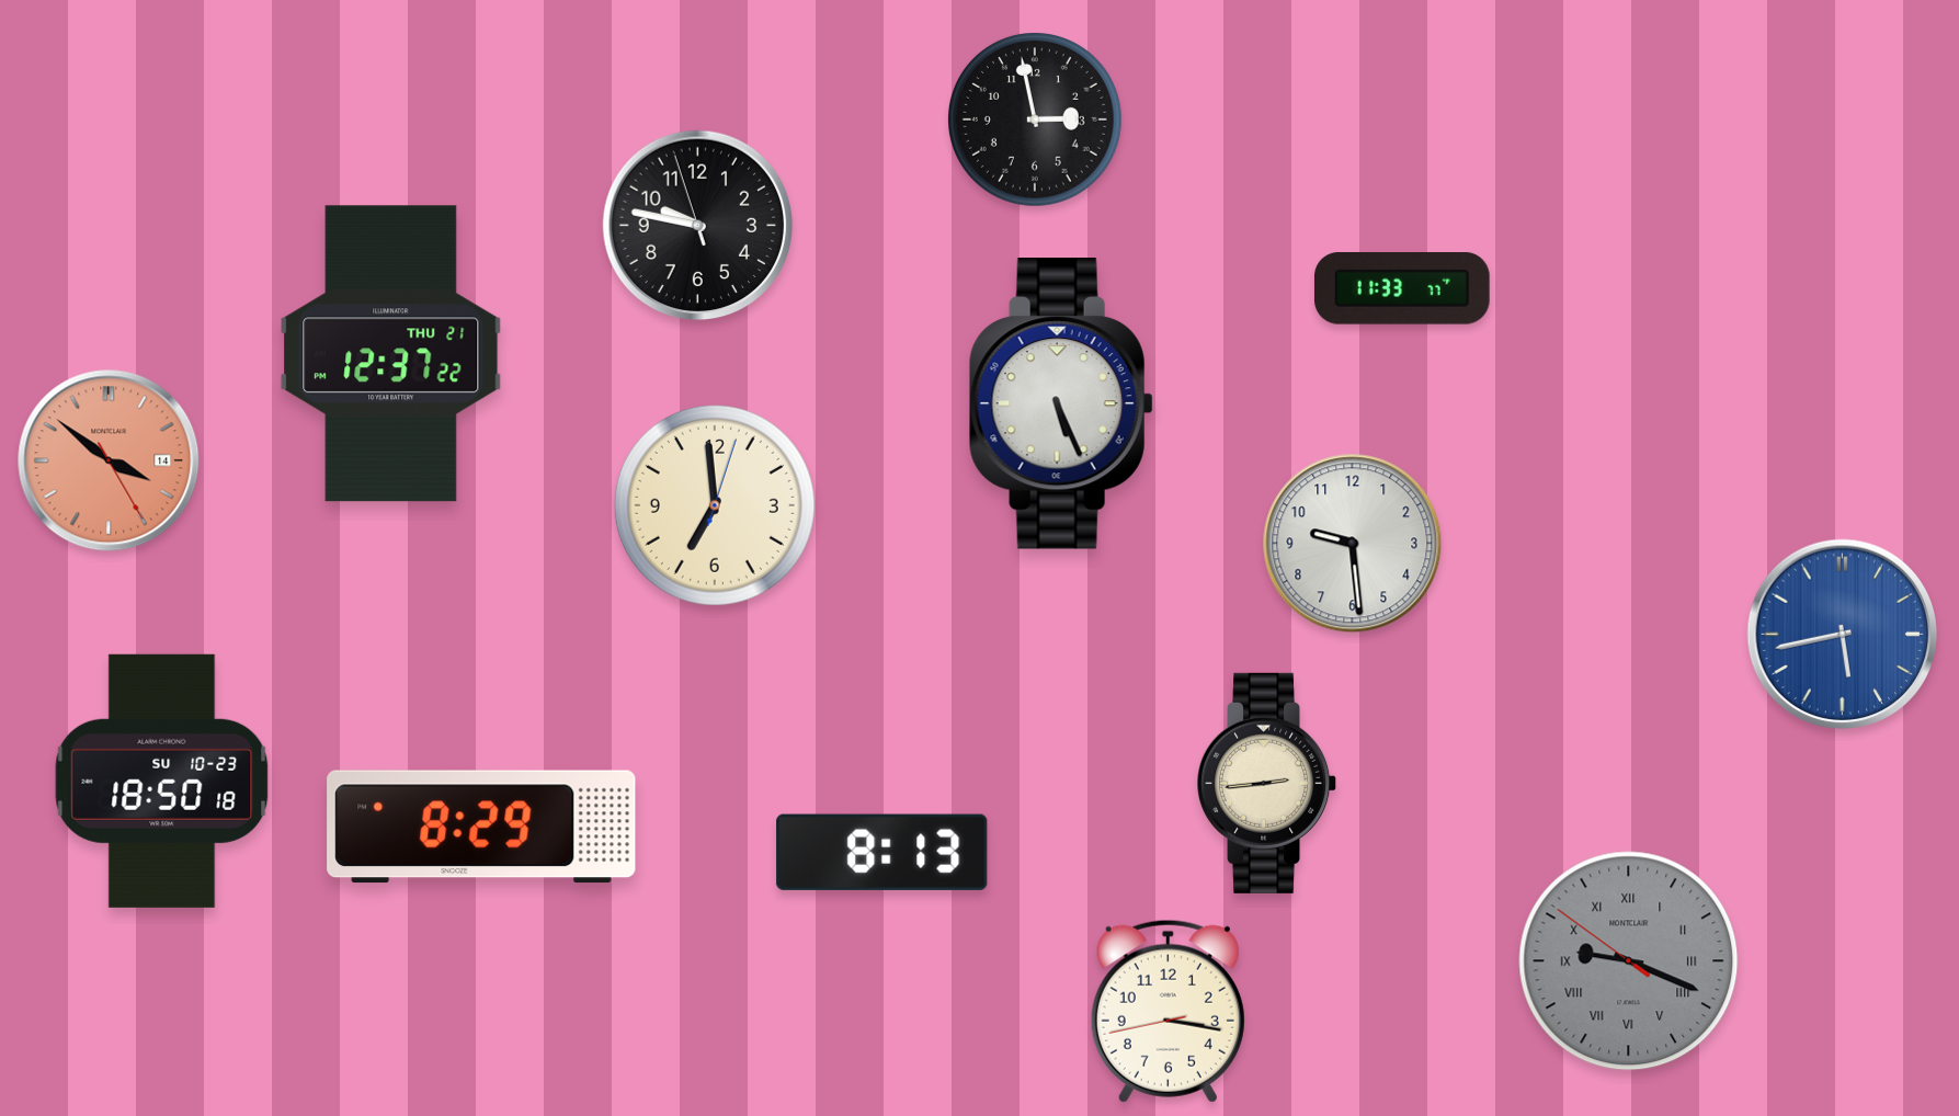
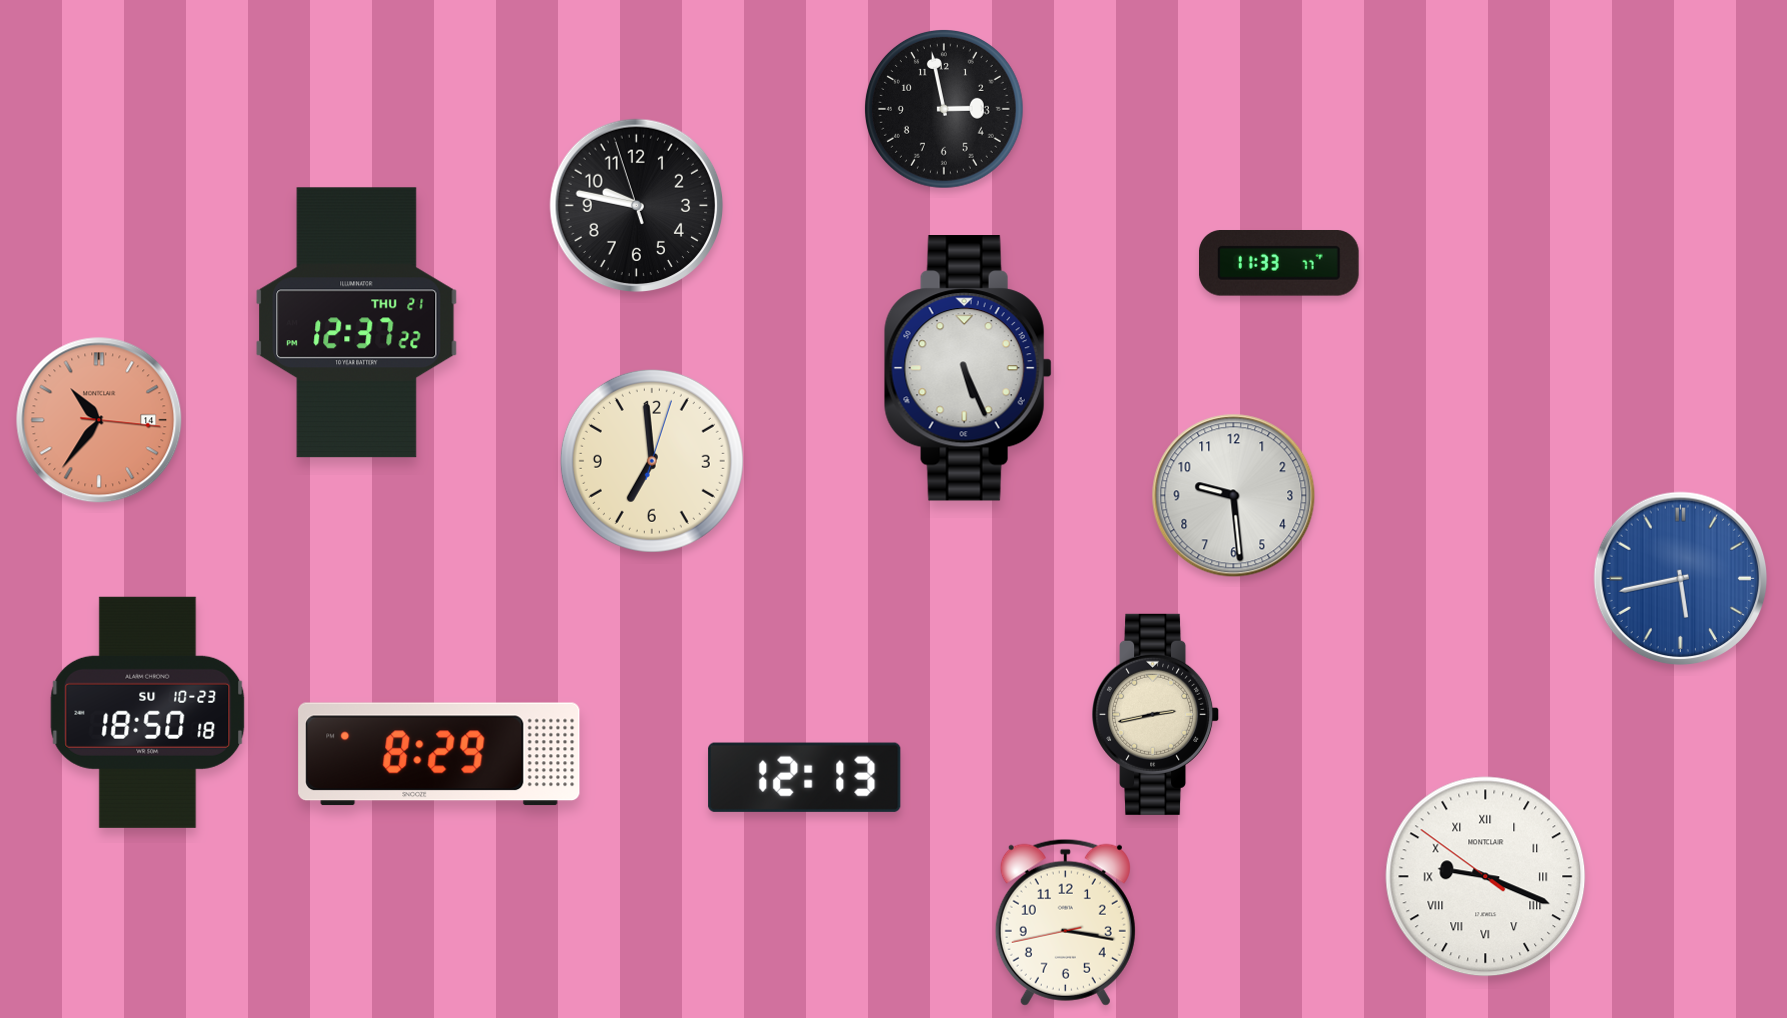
clock at (109, 460): 3:51 -> 10:36
clock at (1267, 783): 2:44 -> 2:43
clock at (882, 852): 8:13 -> 12:13
clock at (1629, 961) dial: grey -> white
